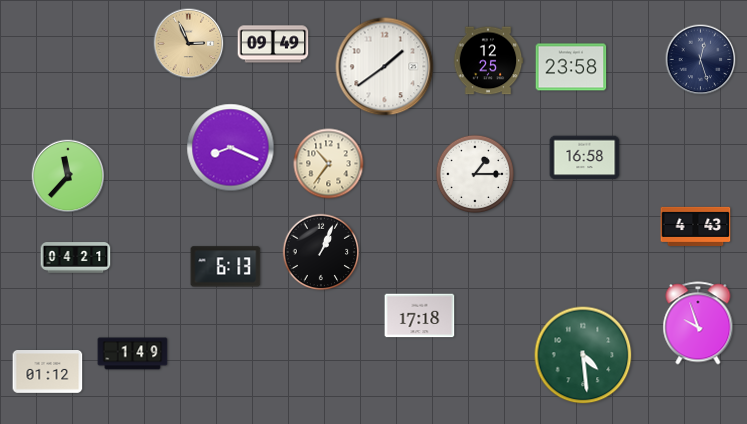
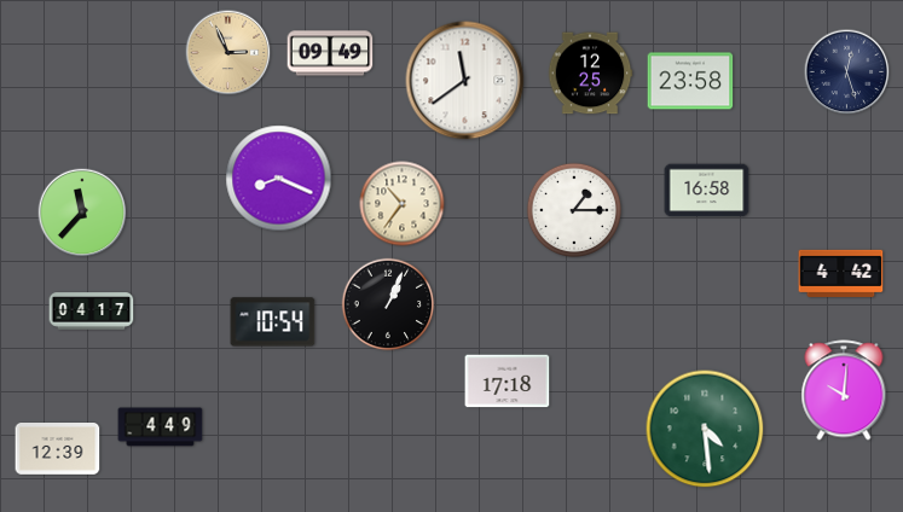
clock at (385, 67): 1:39 -> 11:39
clock at (329, 164) position: (329, 164) -> (403, 204)
clock at (696, 226): 4:43 -> 4:42
clock at (76, 258): 04:21 -> 04:17
clock at (226, 267): 6:13 -> 10:54
clock at (698, 323): 9:57 -> 10:01
clock at (133, 354): 1:49 -> 4:49
clock at (48, 372): 01:12 -> 12:39
